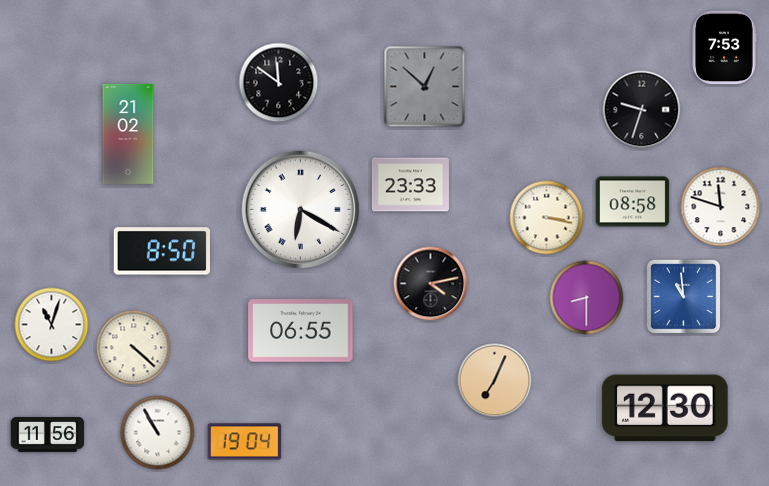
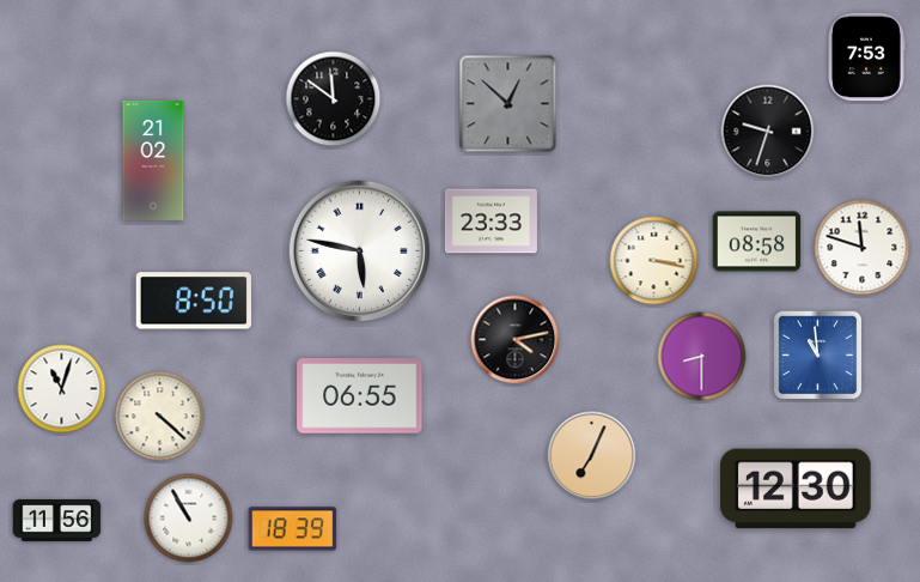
clock at (301, 210): 6:20 -> 5:47
clock at (245, 442): 19:04 -> 18:39
